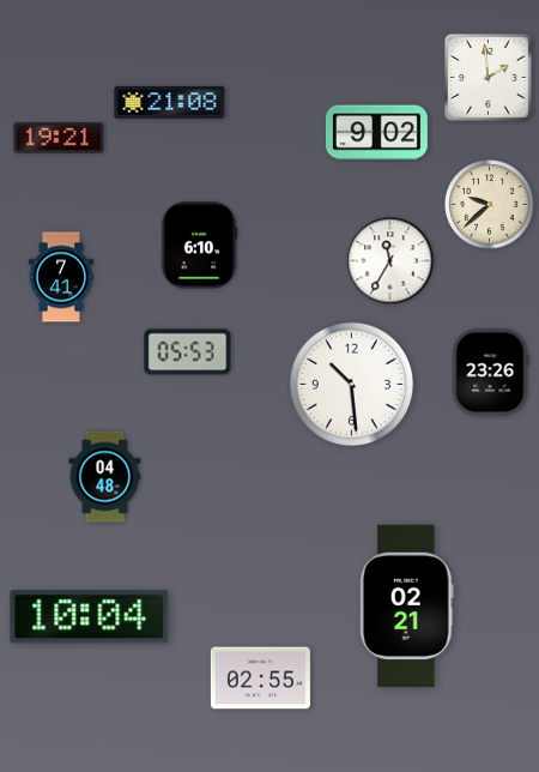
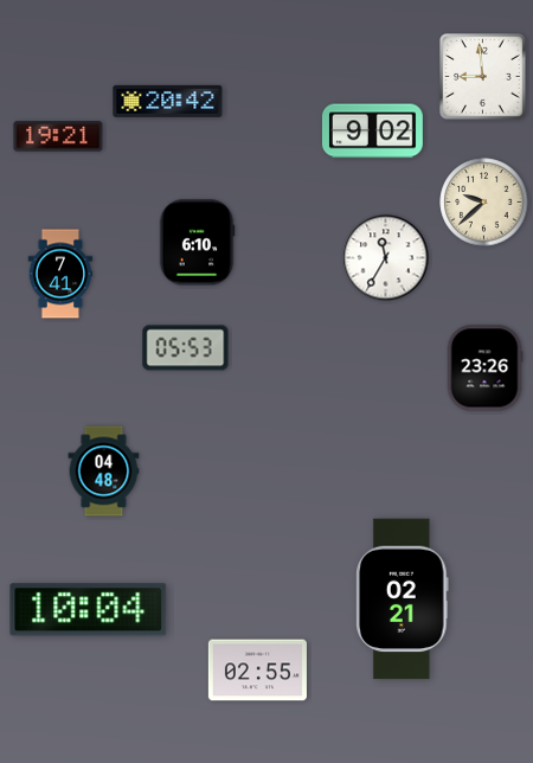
clock at (489, 78): 1:59 -> 8:59
clock at (170, 102): 21:08 -> 20:42
clock at (352, 385): 10:29 -> none
